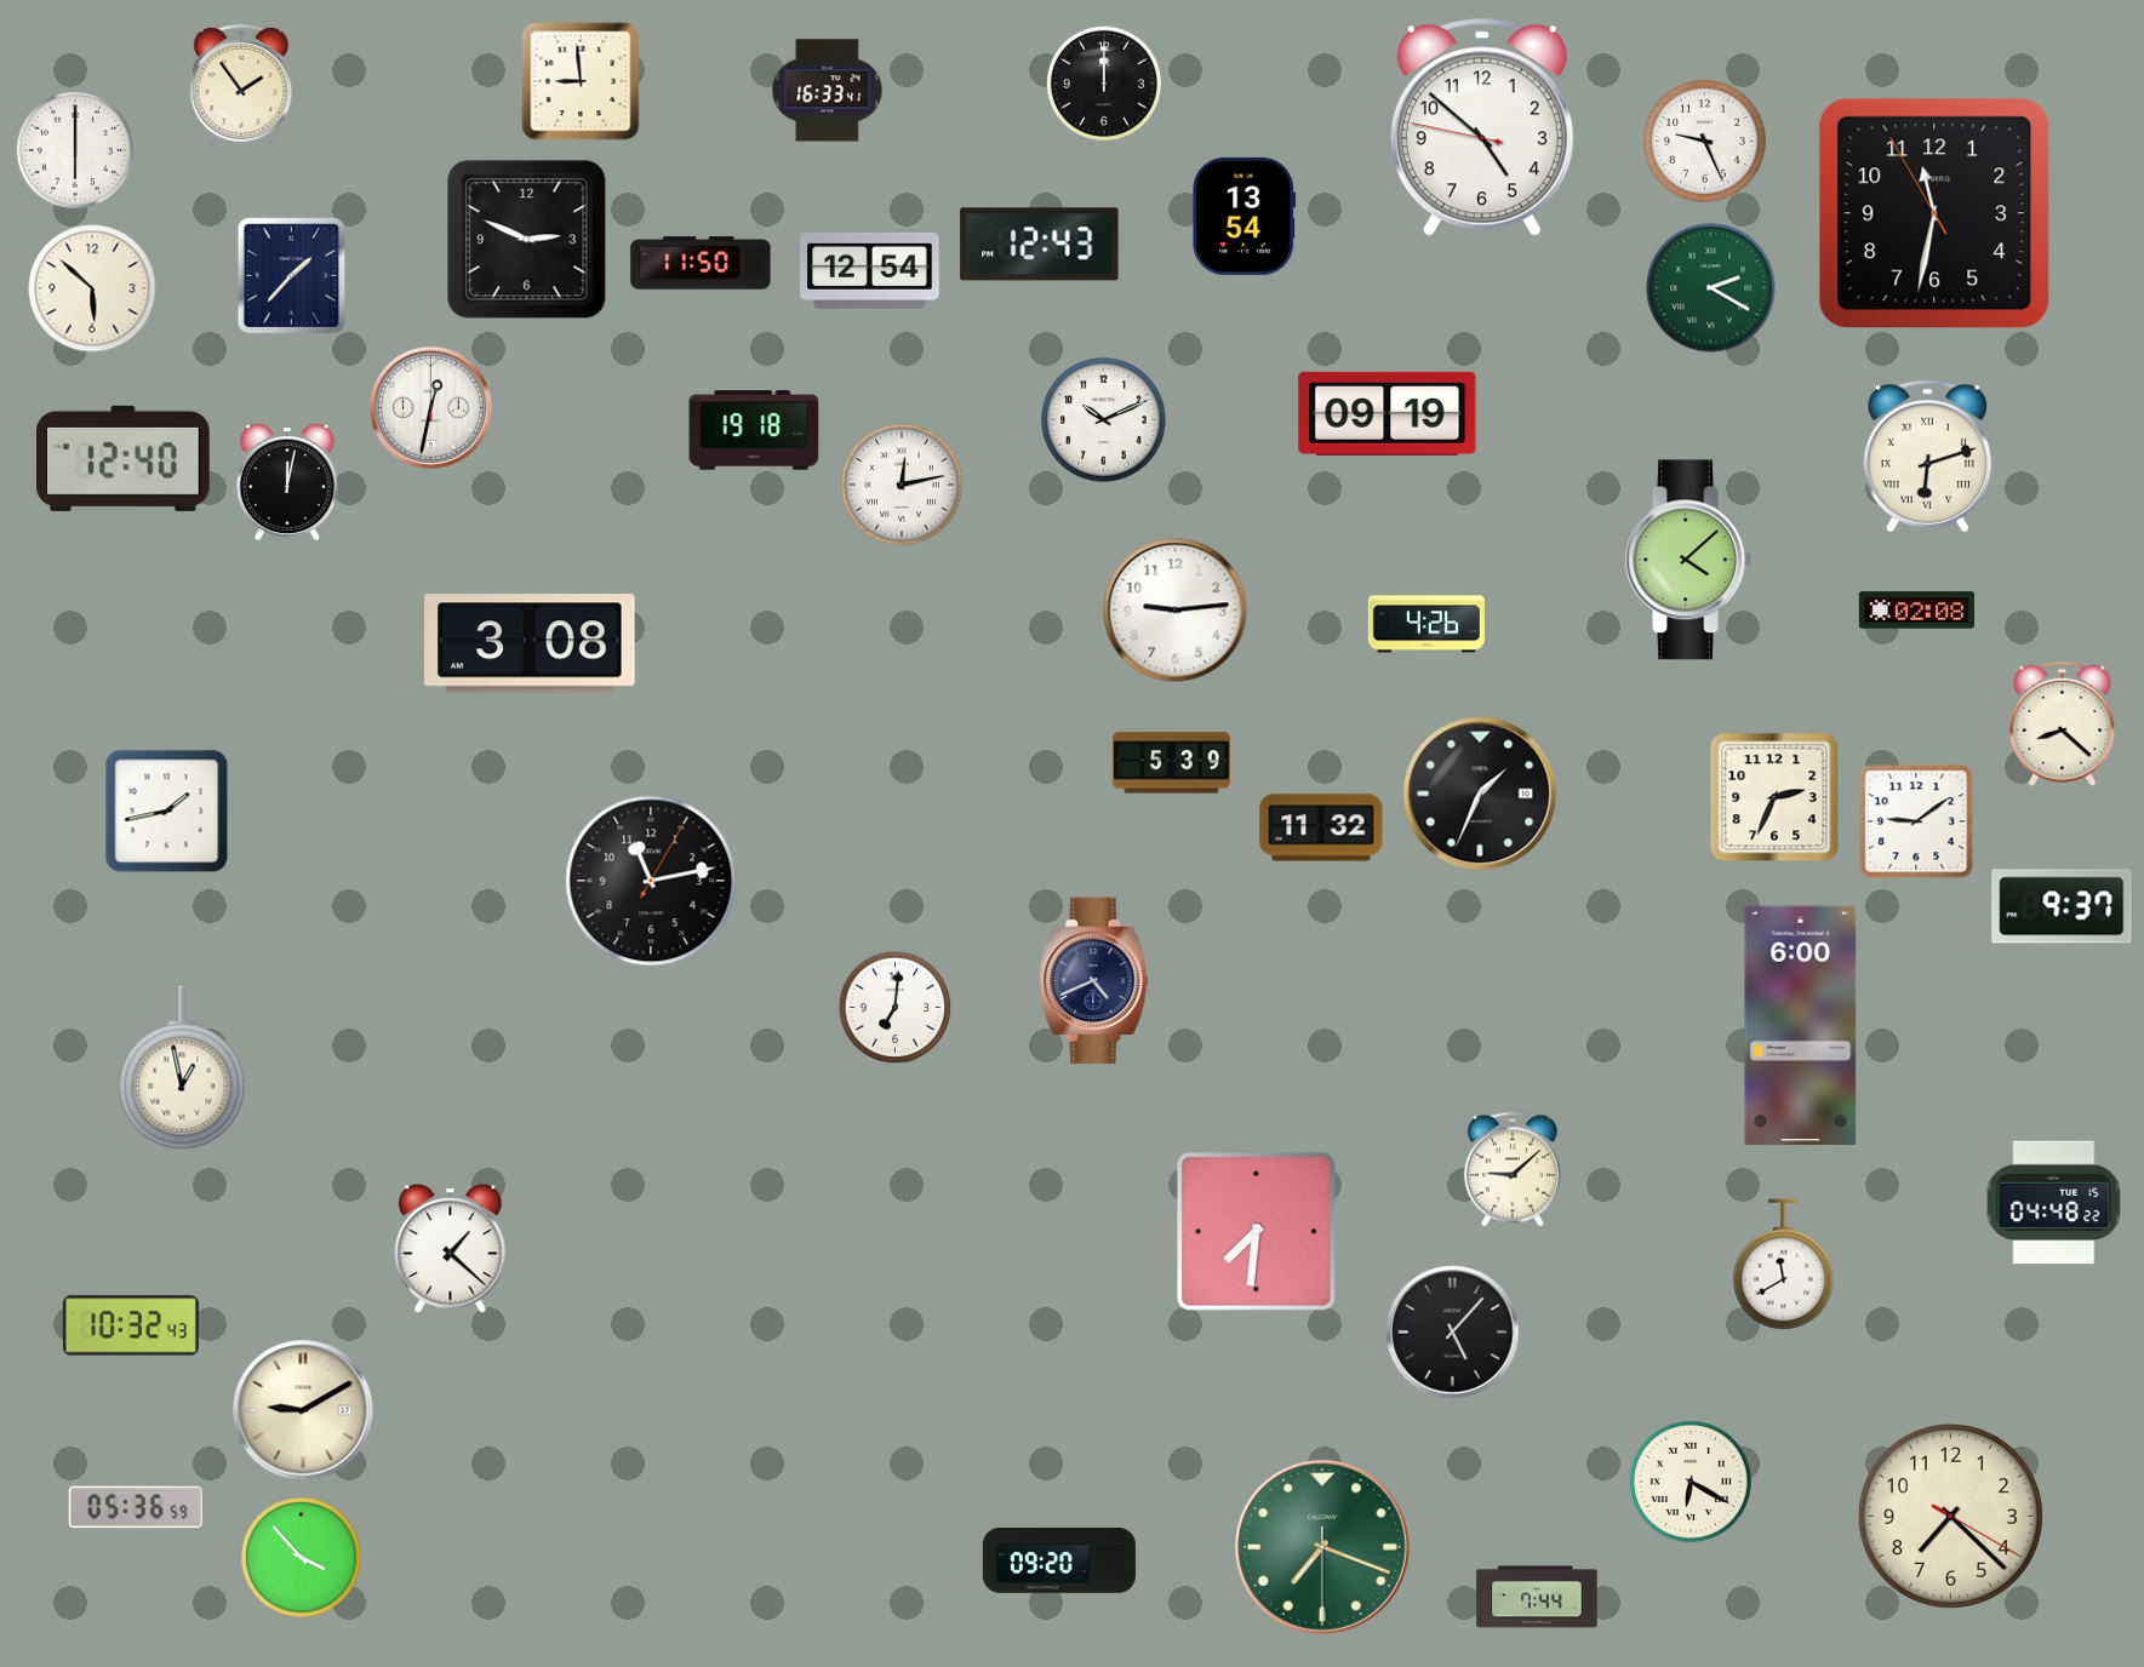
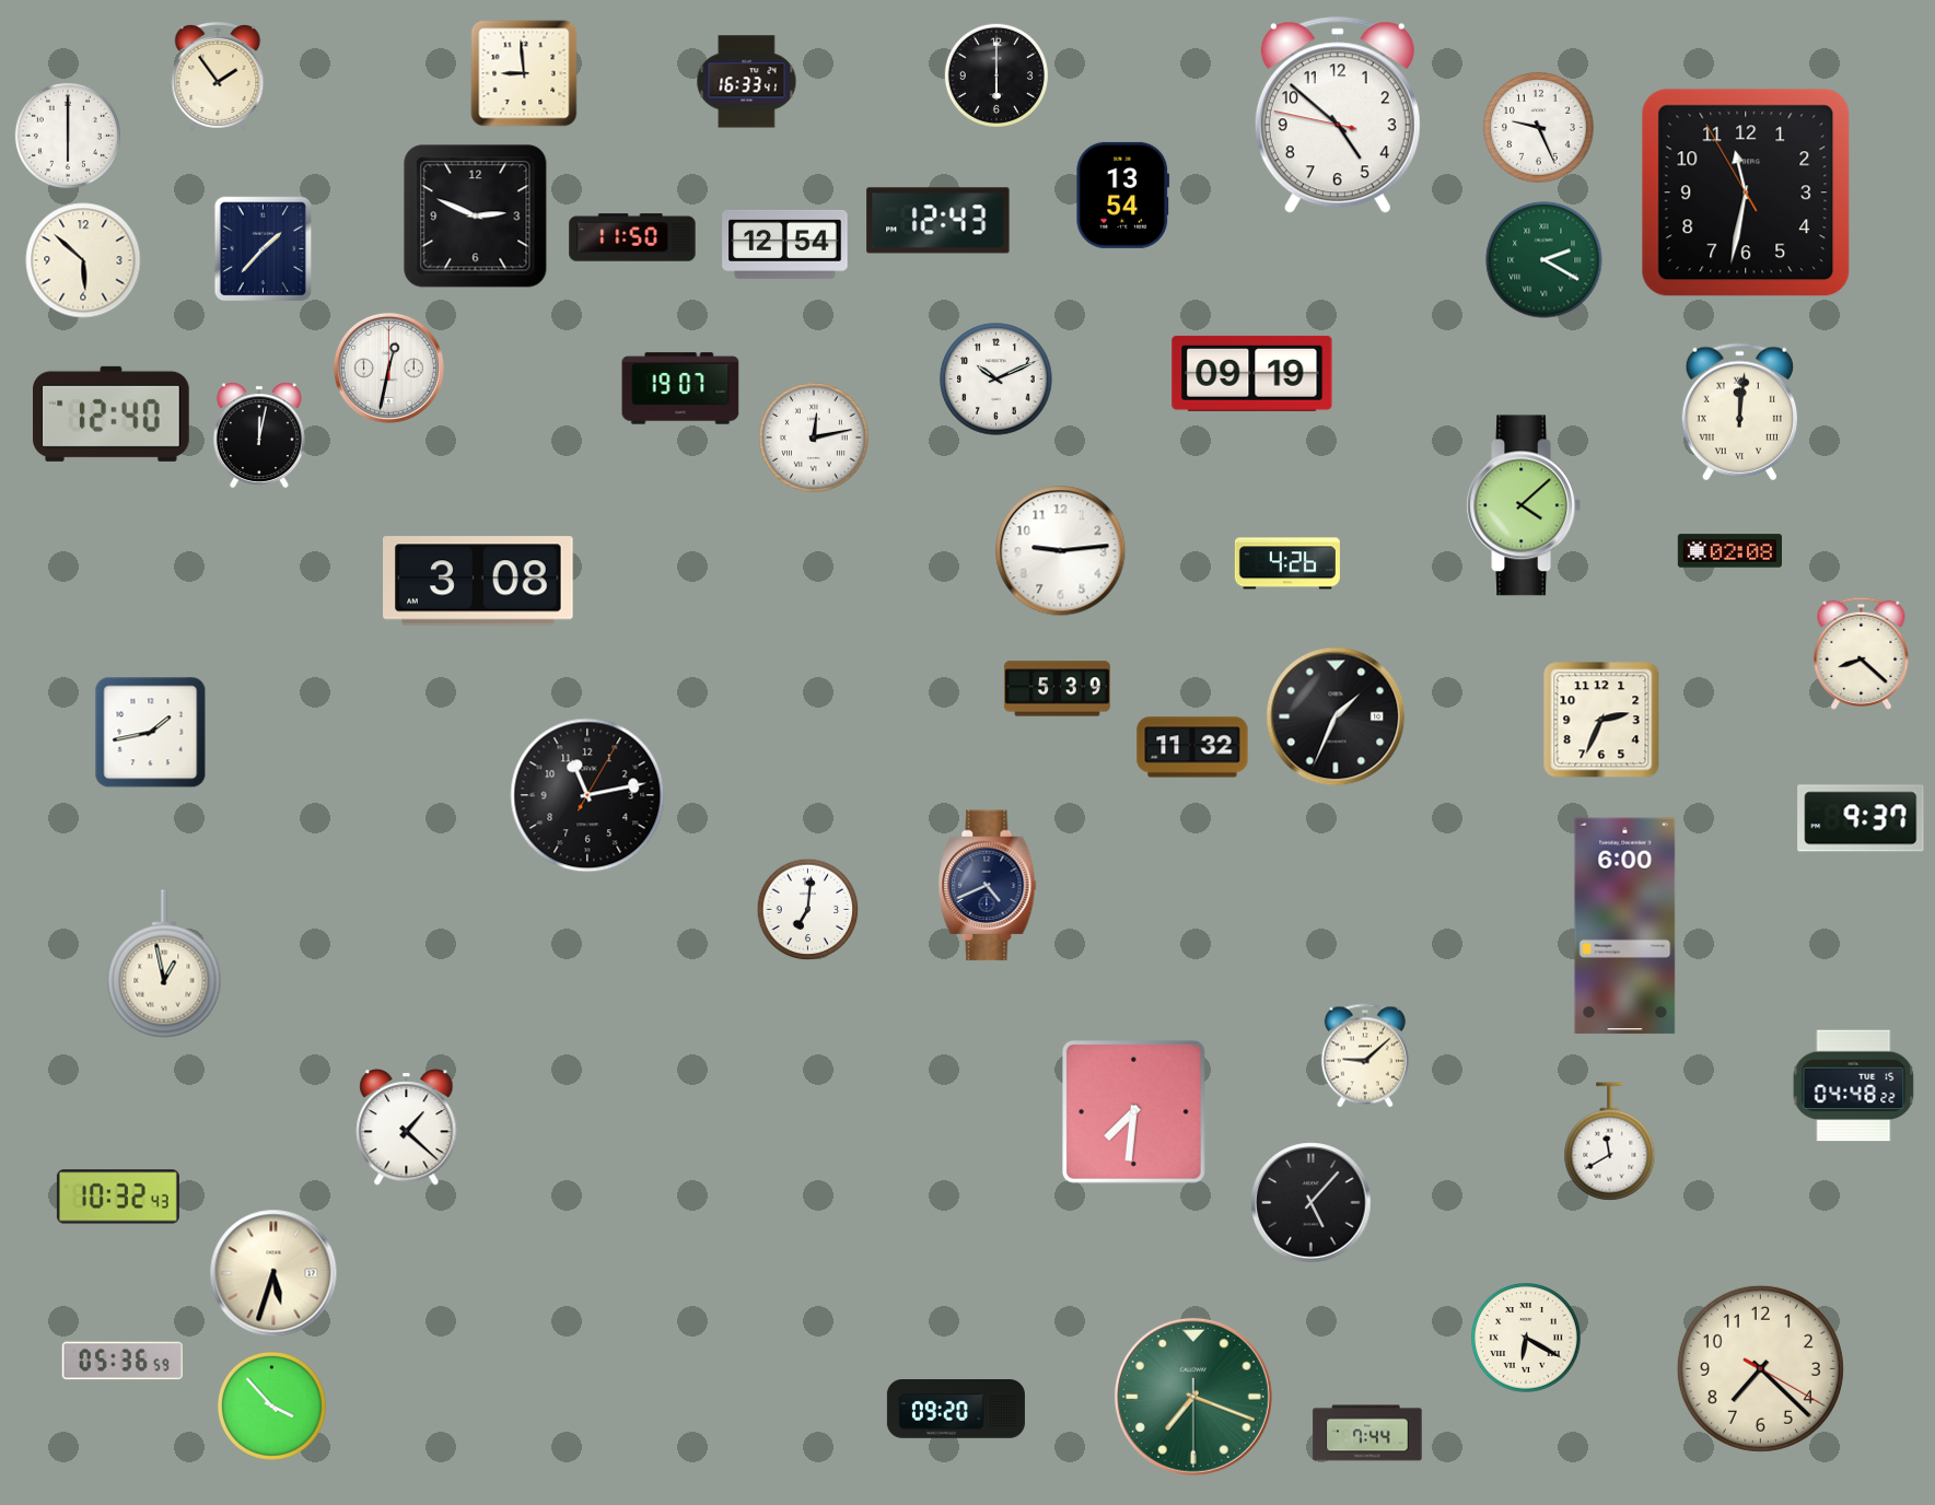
clock at (1104, 84): 12:00 -> 6:00
clock at (754, 430): 19:18 -> 19:07
clock at (1927, 457): 6:12 -> 12:01
clock at (1916, 821): 9:09 -> none
clock at (303, 1410): 9:10 -> 5:33
clock at (1537, 1597) position: (1537, 1597) -> (1367, 1433)
